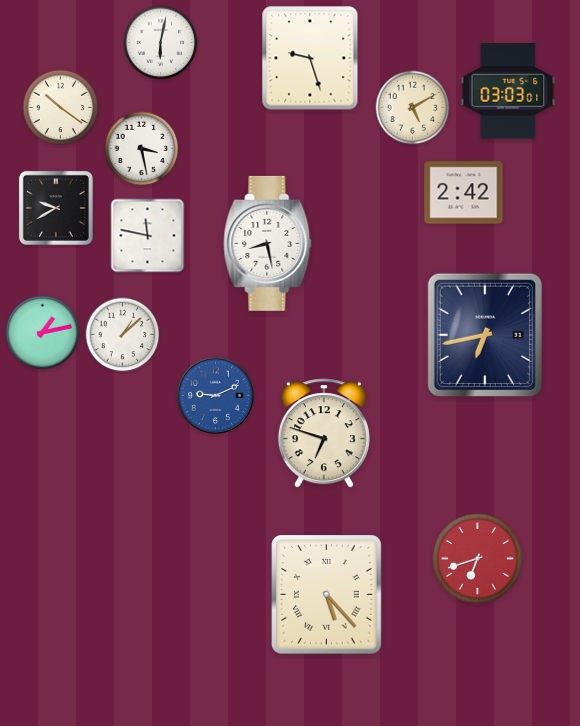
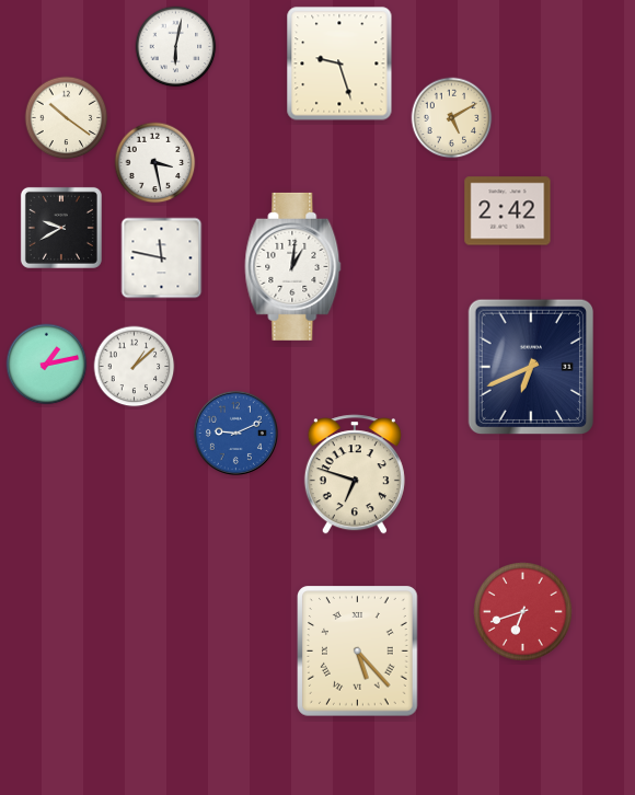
clock at (508, 91): 03:03 -> none
clock at (268, 243): 8:28 -> 1:01
clock at (484, 335): 6:43 -> 6:41
